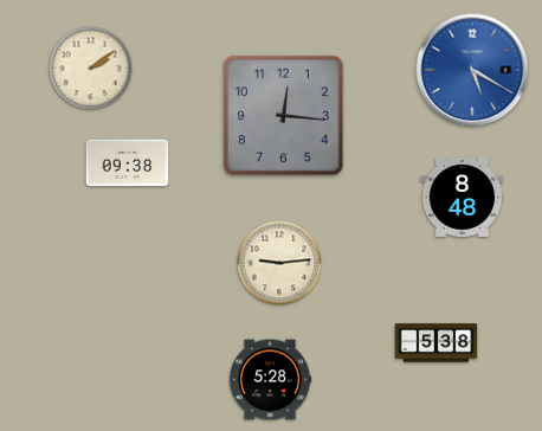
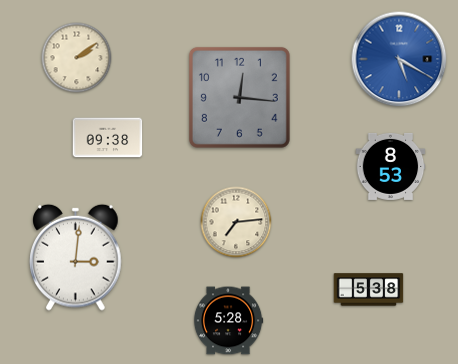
clock at (463, 197): 8:48 -> 8:53
clock at (279, 263): 9:14 -> 7:14
clock at (76, 257): none -> 3:01
